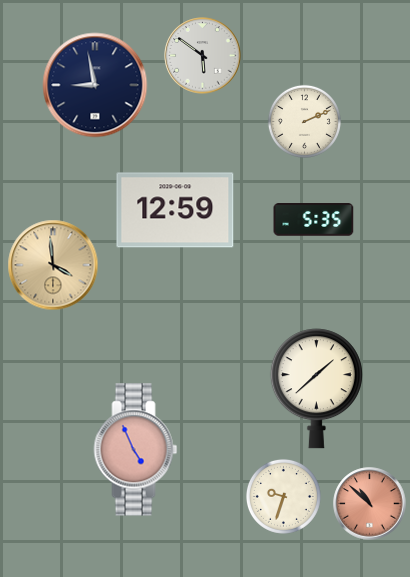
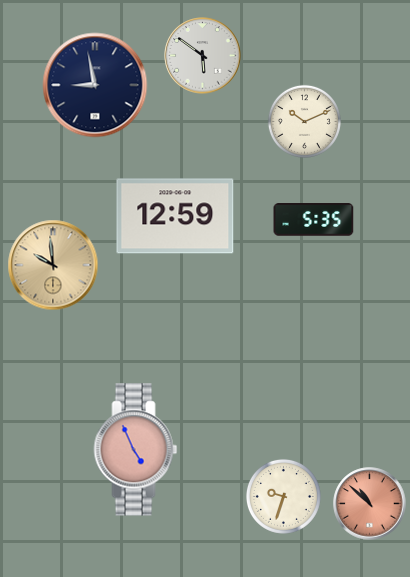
clock at (304, 121): 2:11 -> 10:11
clock at (175, 210) position: (175, 210) -> (175, 216)
clock at (53, 265): 3:59 -> 9:59
clock at (316, 389): 1:38 -> none
